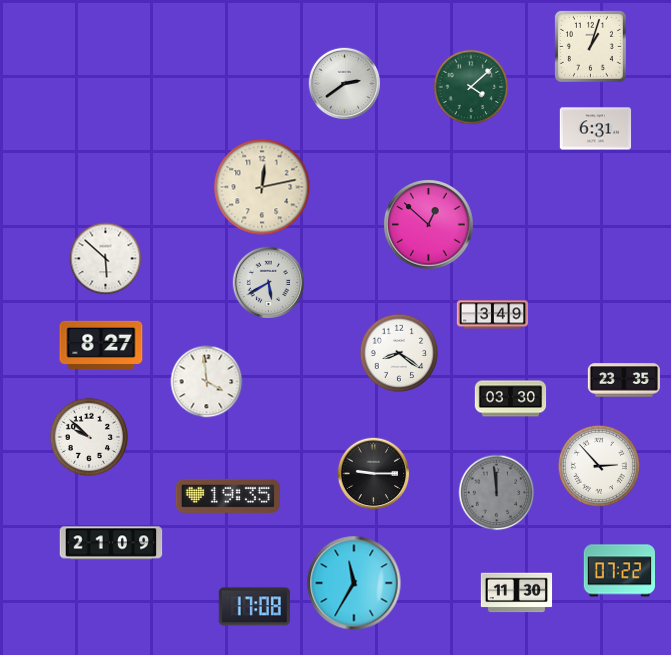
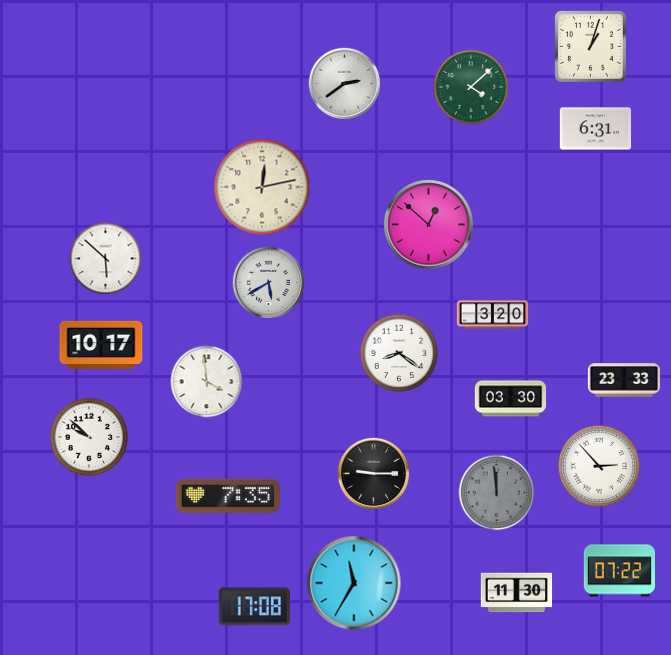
clock at (493, 315): 3:49 -> 3:20
clock at (101, 345): 8:27 -> 10:17
clock at (624, 380): 23:35 -> 23:33
clock at (228, 496): 19:35 -> 7:35
clock at (111, 543): 21:09 -> none
